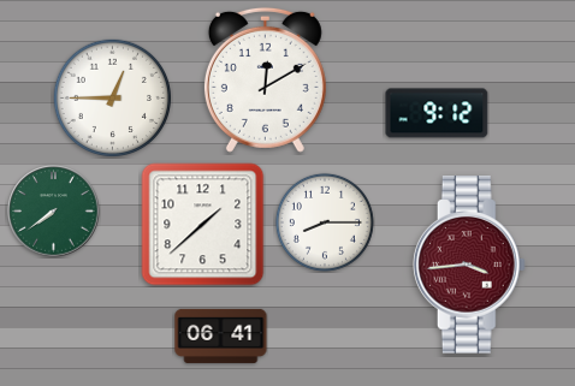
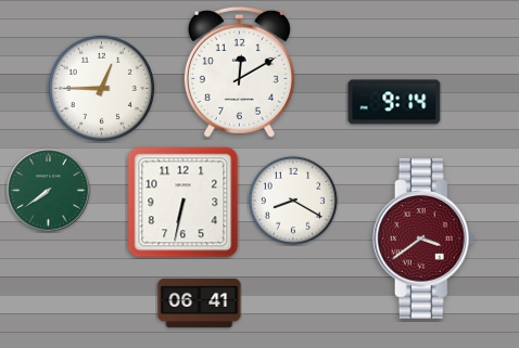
clock at (437, 113): 9:12 -> 9:14
clock at (325, 222): 8:15 -> 8:20
clock at (203, 225): 1:38 -> 6:32
clock at (469, 265): 3:44 -> 3:39
